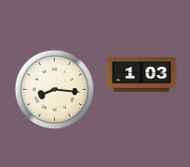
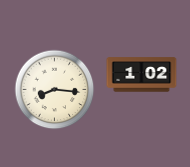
clock at (142, 75): 1:03 -> 1:02
